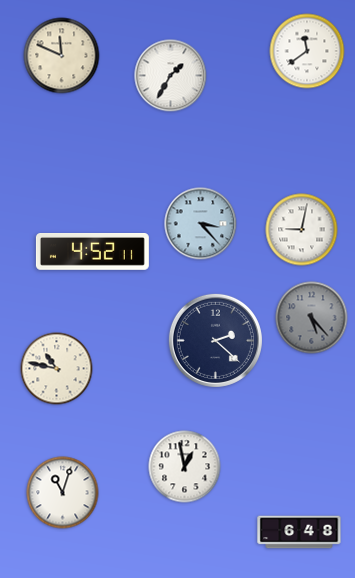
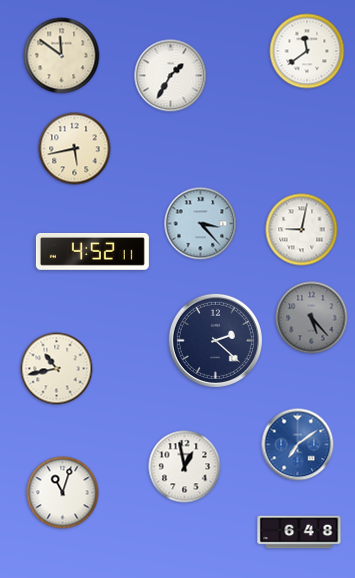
clock at (62, 56): 11:49 -> 11:51
clock at (75, 149): none -> 5:43
clock at (57, 369): 10:47 -> 10:43
clock at (298, 445): none -> 7:09
